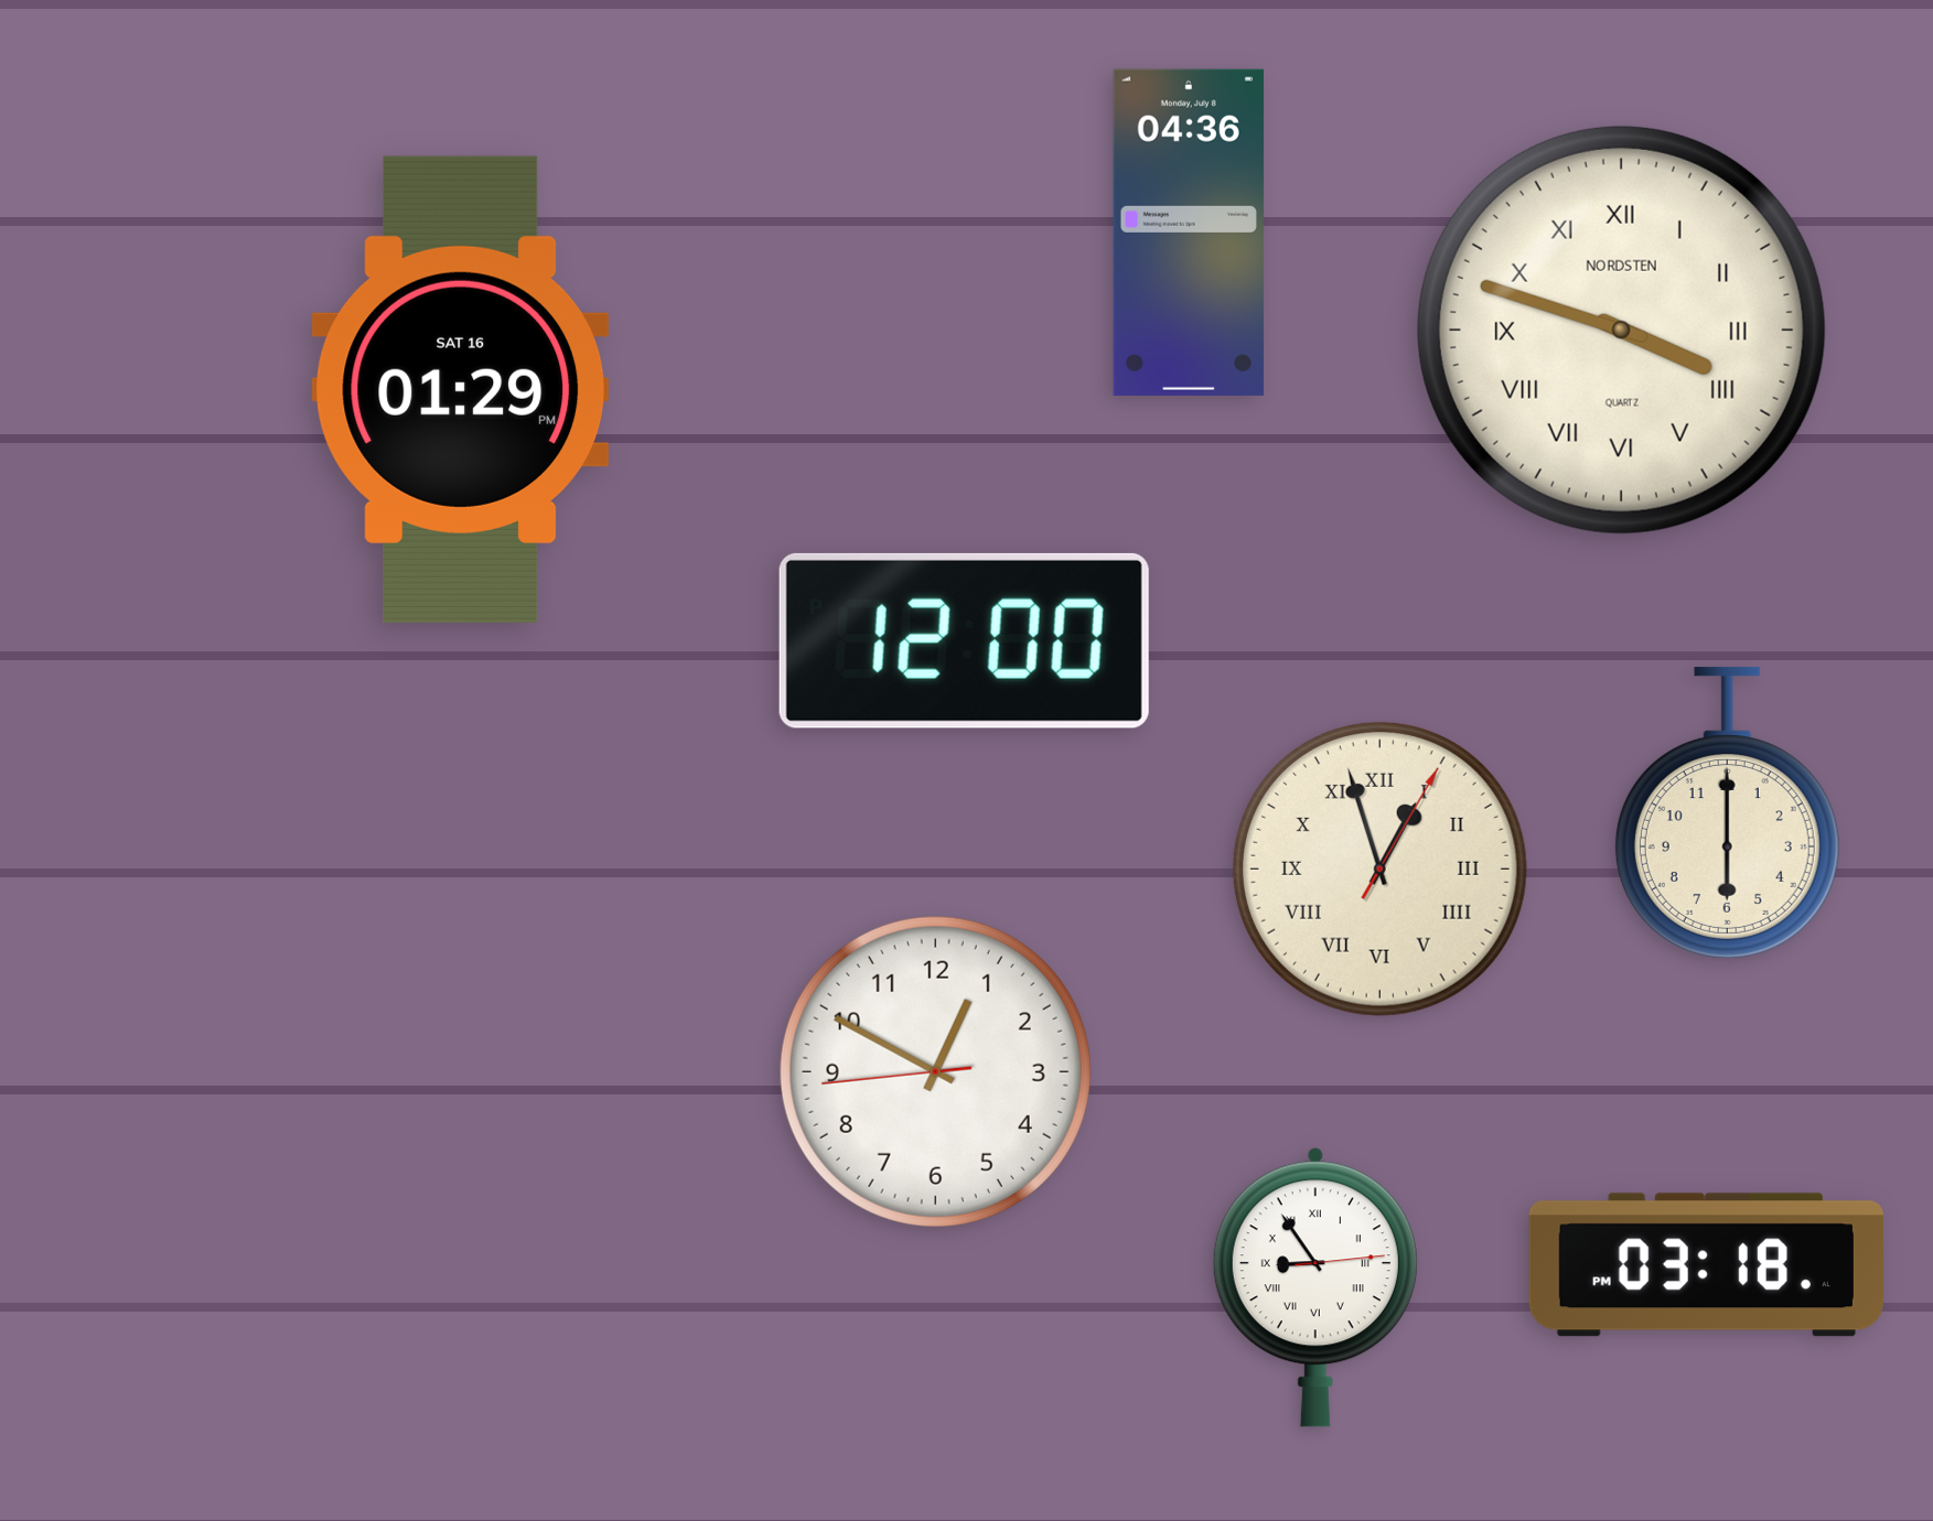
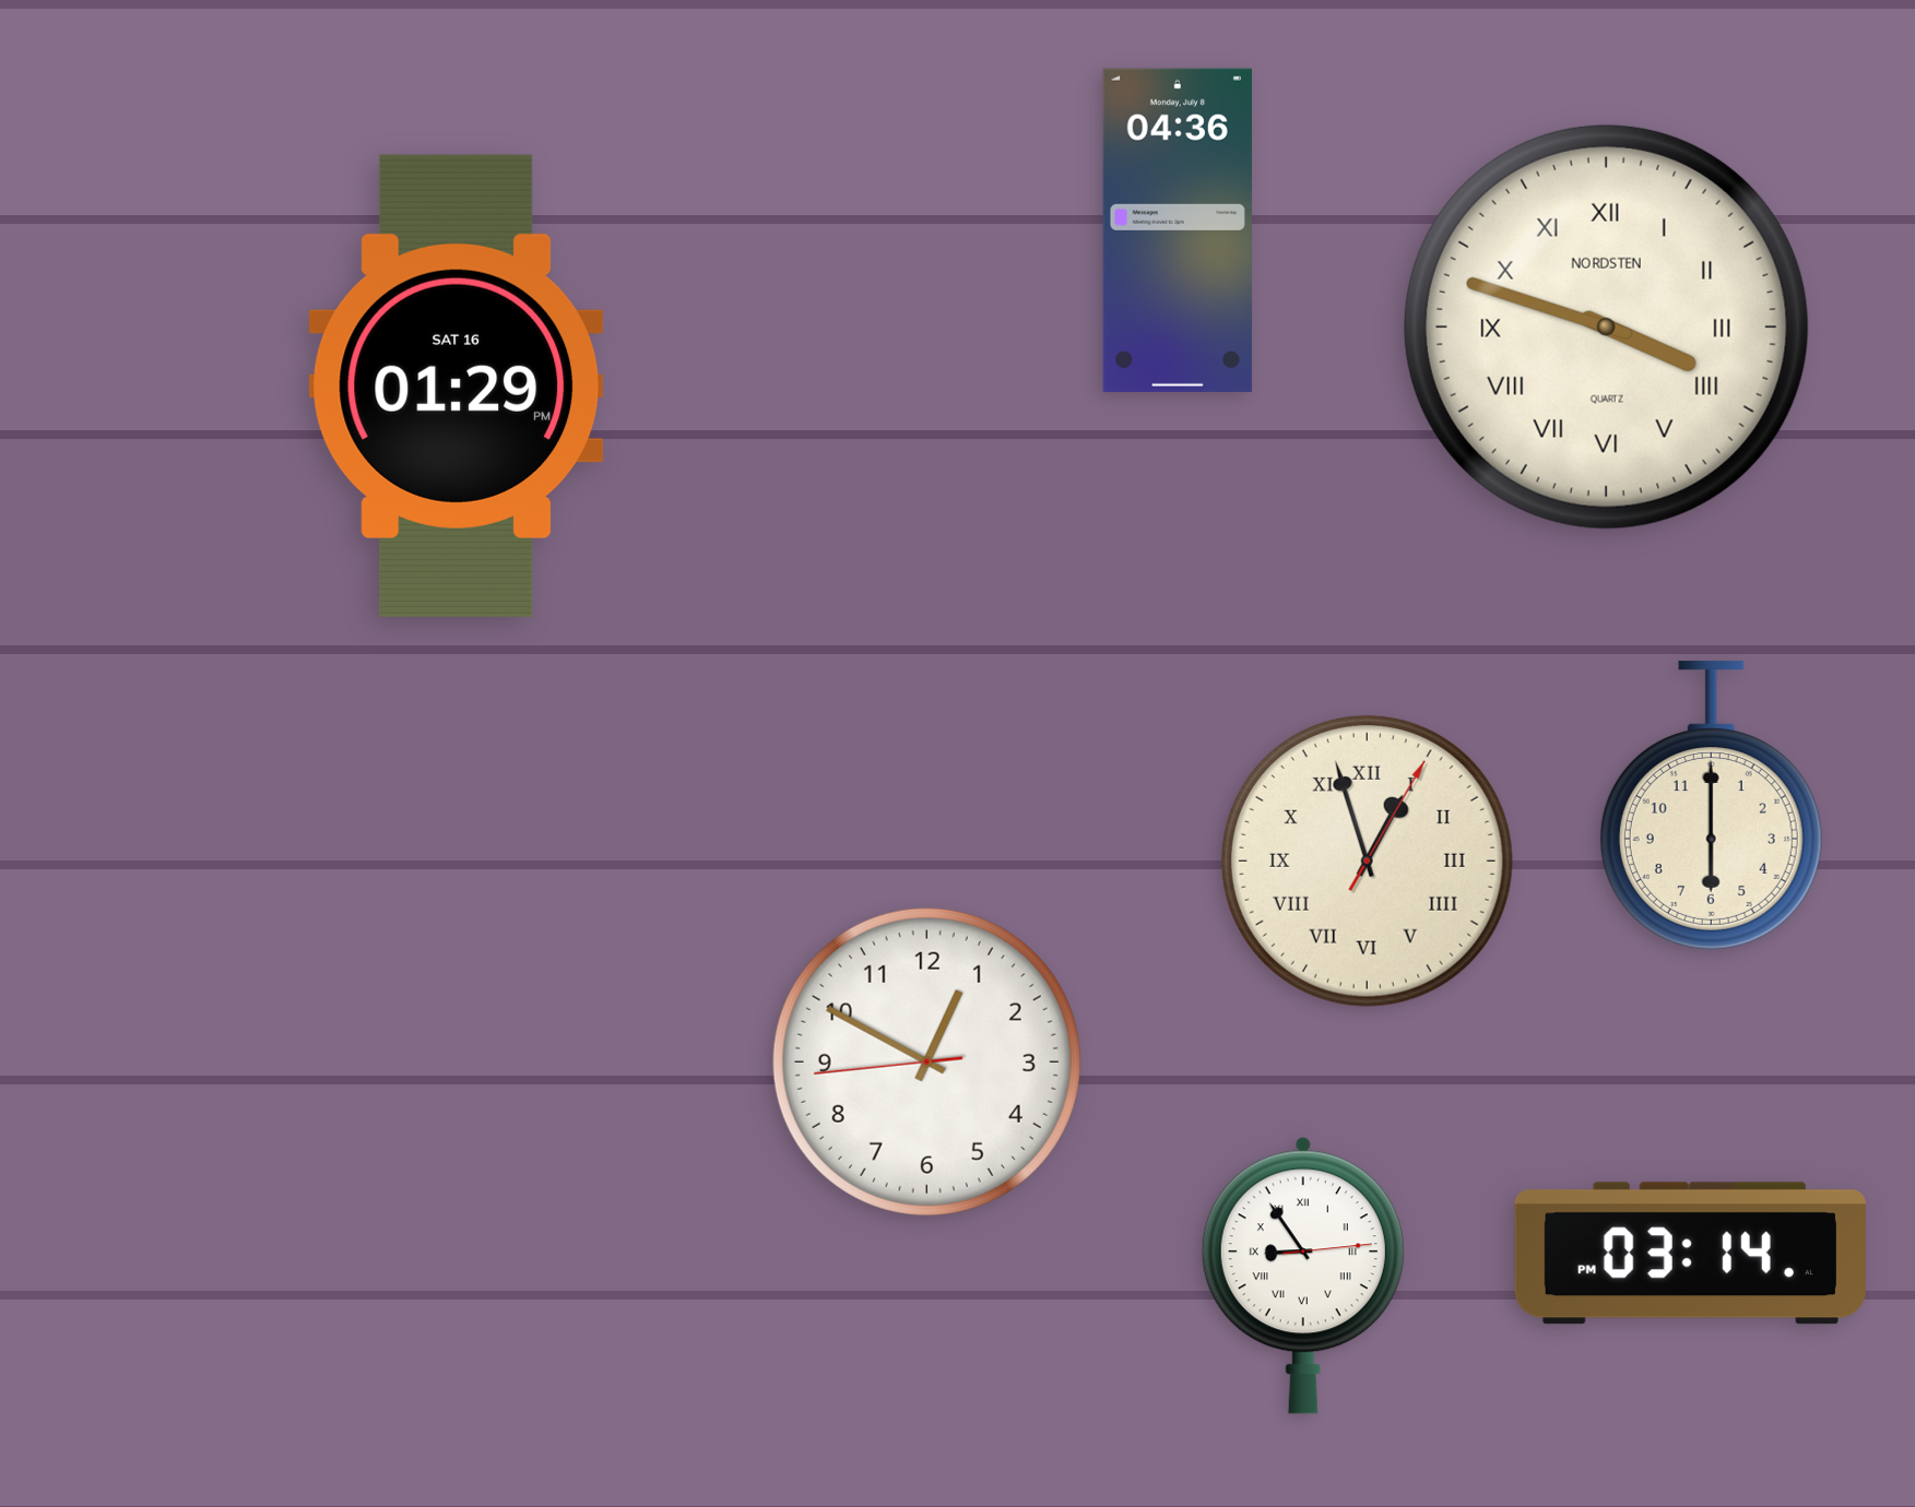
clock at (964, 640): 12:00 -> none
clock at (1706, 1265): 03:18 -> 03:14
